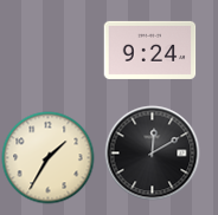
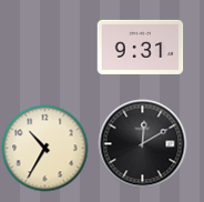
clock at (149, 50): 9:24 -> 9:31
clock at (47, 157): 1:35 -> 10:35
